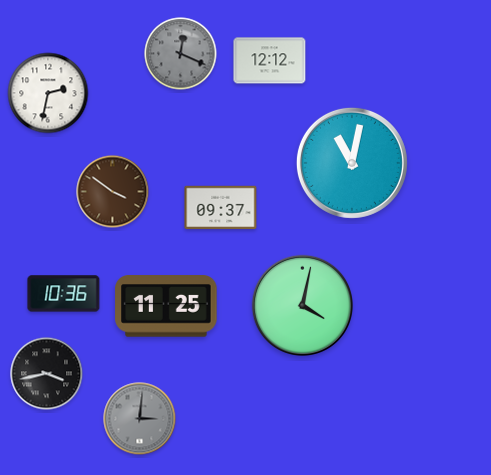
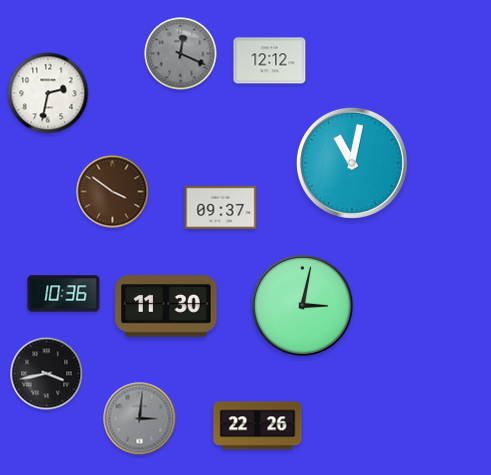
clock at (302, 305): 4:02 -> 3:02
clock at (166, 306): 11:25 -> 11:30
clock at (258, 426): none -> 22:26
